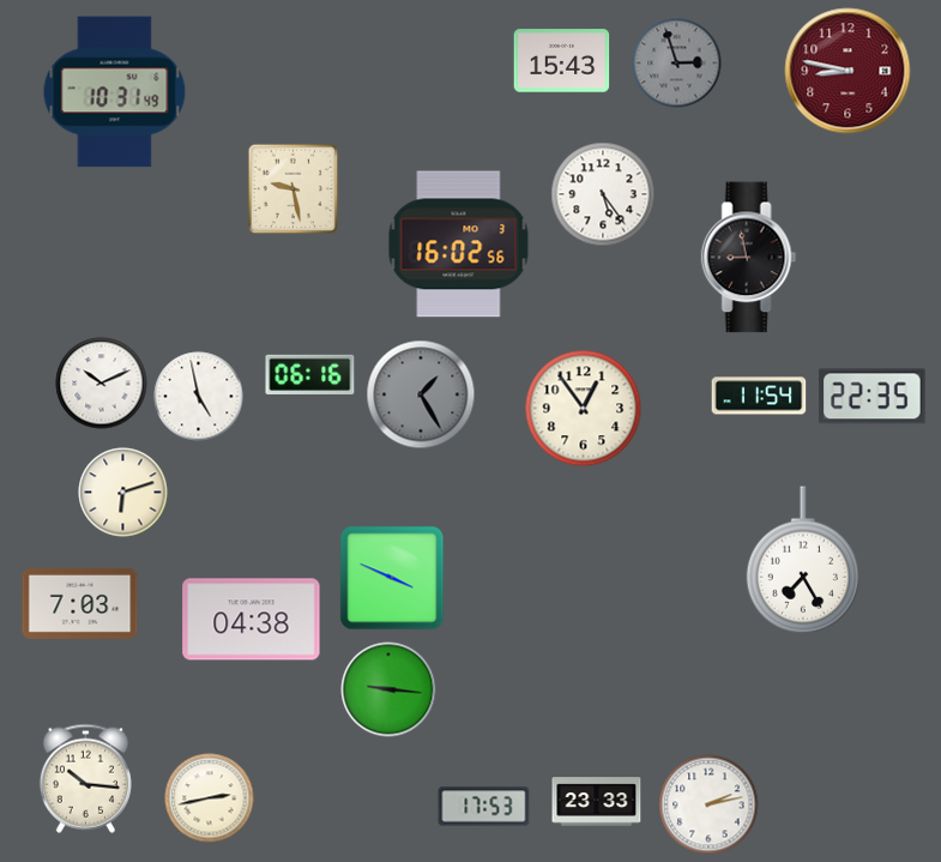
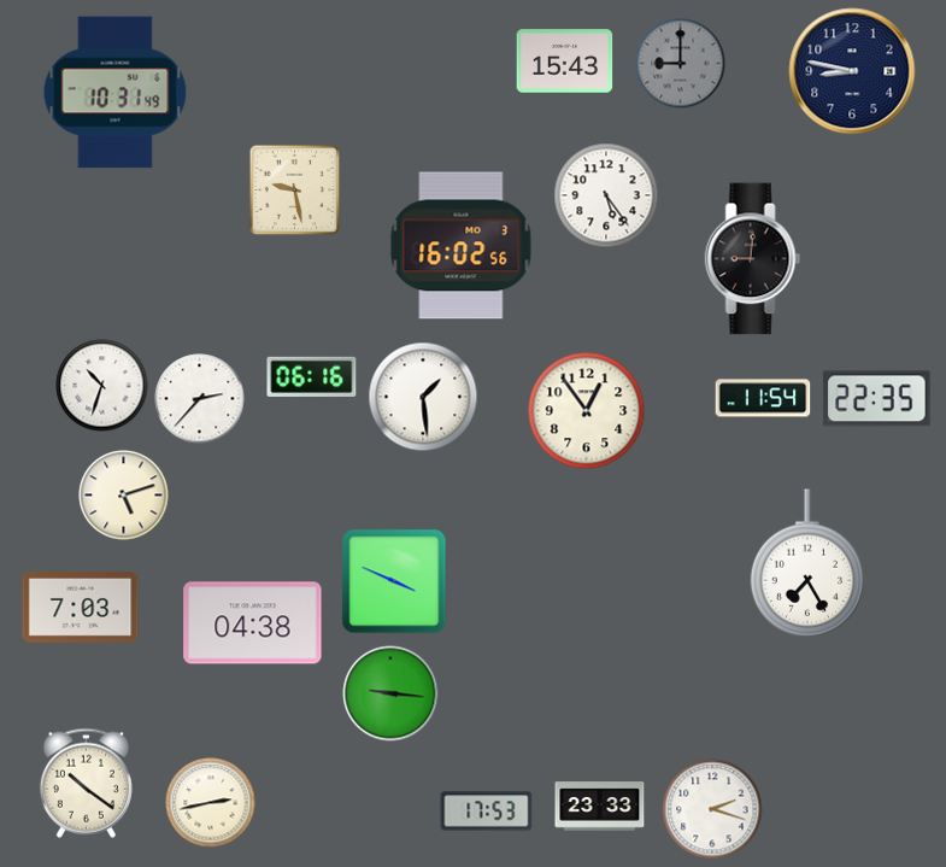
clock at (677, 64): 2:57 -> 9:00
clock at (847, 71) dial: burgundy -> navy
clock at (749, 258): 8:58 -> 9:01
clock at (102, 384): 10:11 -> 10:33
clock at (421, 394): 1:25 -> 1:29
clock at (421, 394) dial: grey -> white
clock at (199, 397): 4:58 -> 2:37
clock at (123, 493): 6:12 -> 5:12
clock at (85, 778): 10:16 -> 10:21
clock at (708, 804): 2:13 -> 2:18
